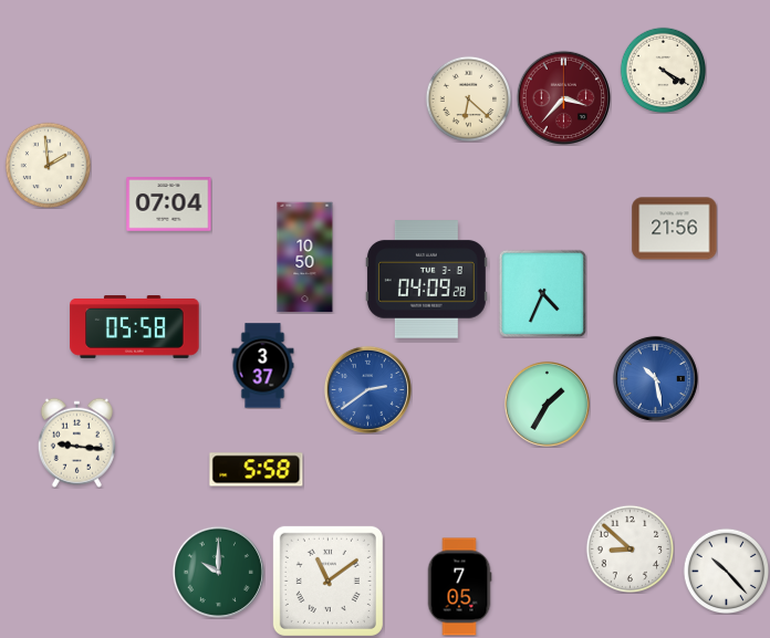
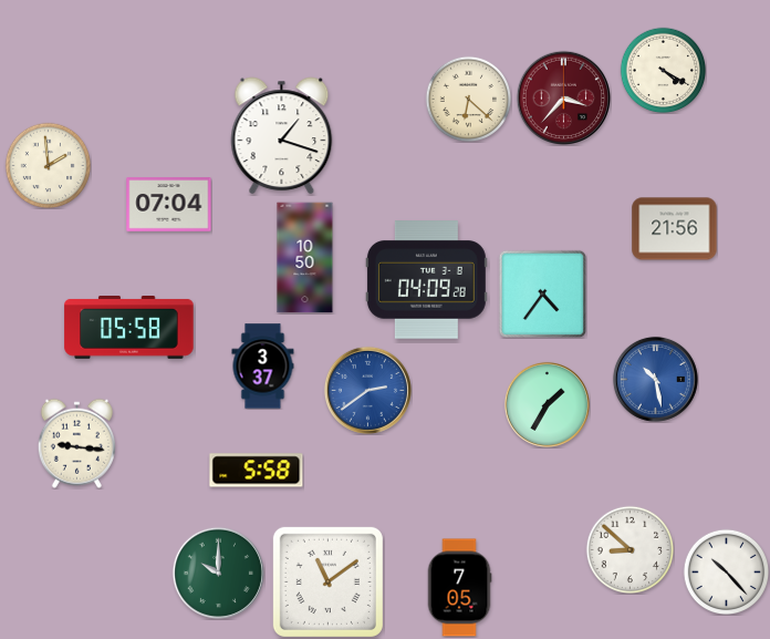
clock at (282, 136): none -> 1:18
clock at (542, 293): 4:34 -> 4:36
clock at (135, 327) position: (135, 327) -> (129, 328)
